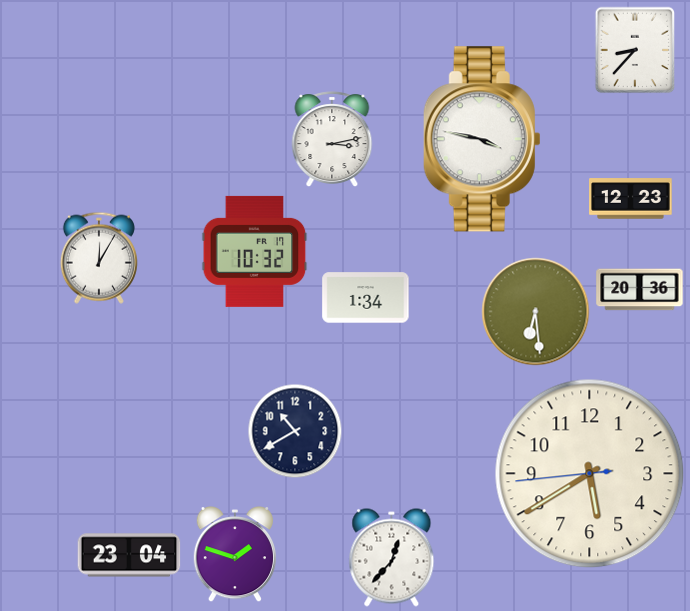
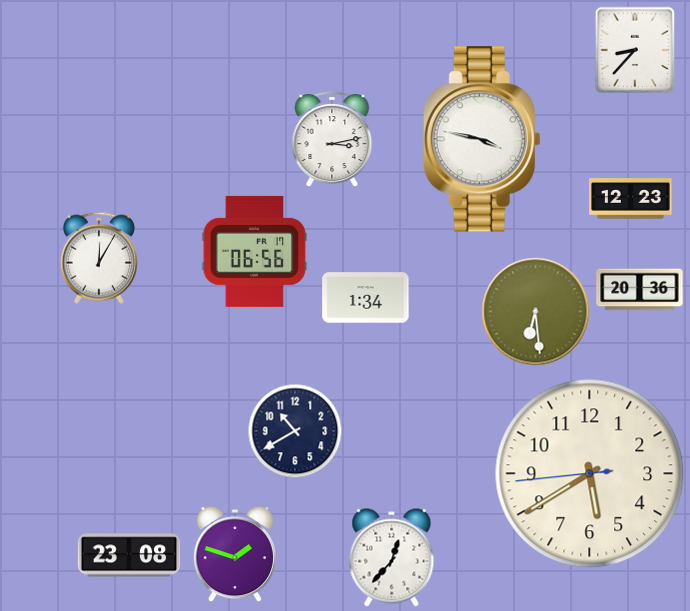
clock at (255, 251): 10:32 -> 06:56
clock at (129, 555): 23:04 -> 23:08
